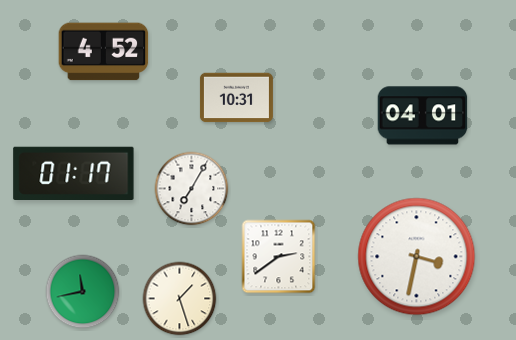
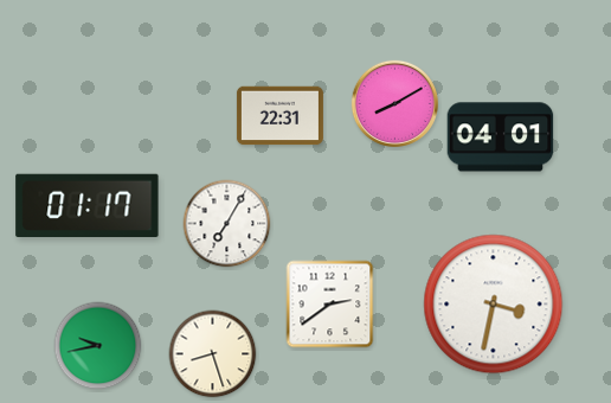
clock at (104, 52): 4:52 -> none
clock at (394, 103): none -> 8:10
clock at (236, 98): 10:31 -> 22:31
clock at (83, 292): 11:43 -> 9:43
clock at (180, 299): 1:27 -> 8:27
